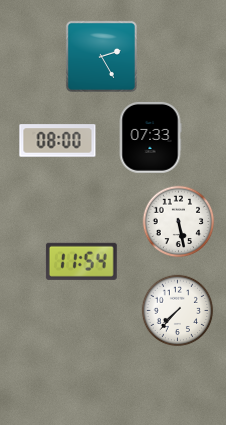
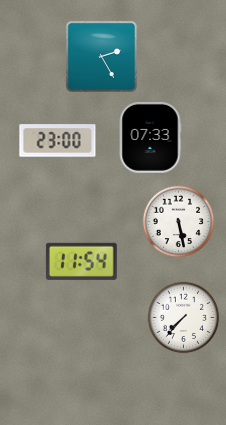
clock at (58, 141): 08:00 -> 23:00
clock at (178, 311) position: (178, 311) -> (184, 318)
